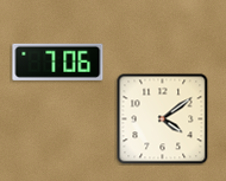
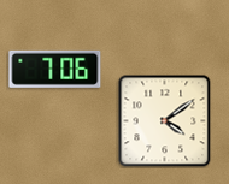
clock at (58, 62) position: (58, 62) -> (55, 69)
